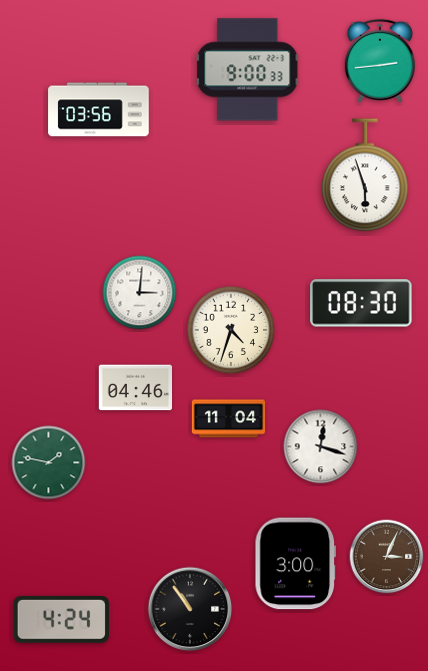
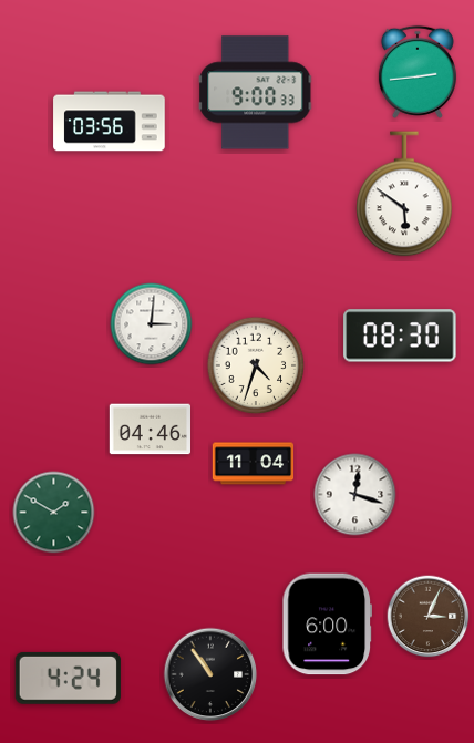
clock at (380, 61) position: (380, 61) -> (418, 72)
clock at (248, 70) position: (248, 70) -> (256, 93)
clock at (365, 175): 5:57 -> 5:51
clock at (140, 293) position: (140, 293) -> (152, 324)
clock at (49, 463): 1:47 -> 1:50
clock at (295, 564): 3:00 -> 6:00
clock at (61, 619) position: (61, 619) -> (68, 678)
